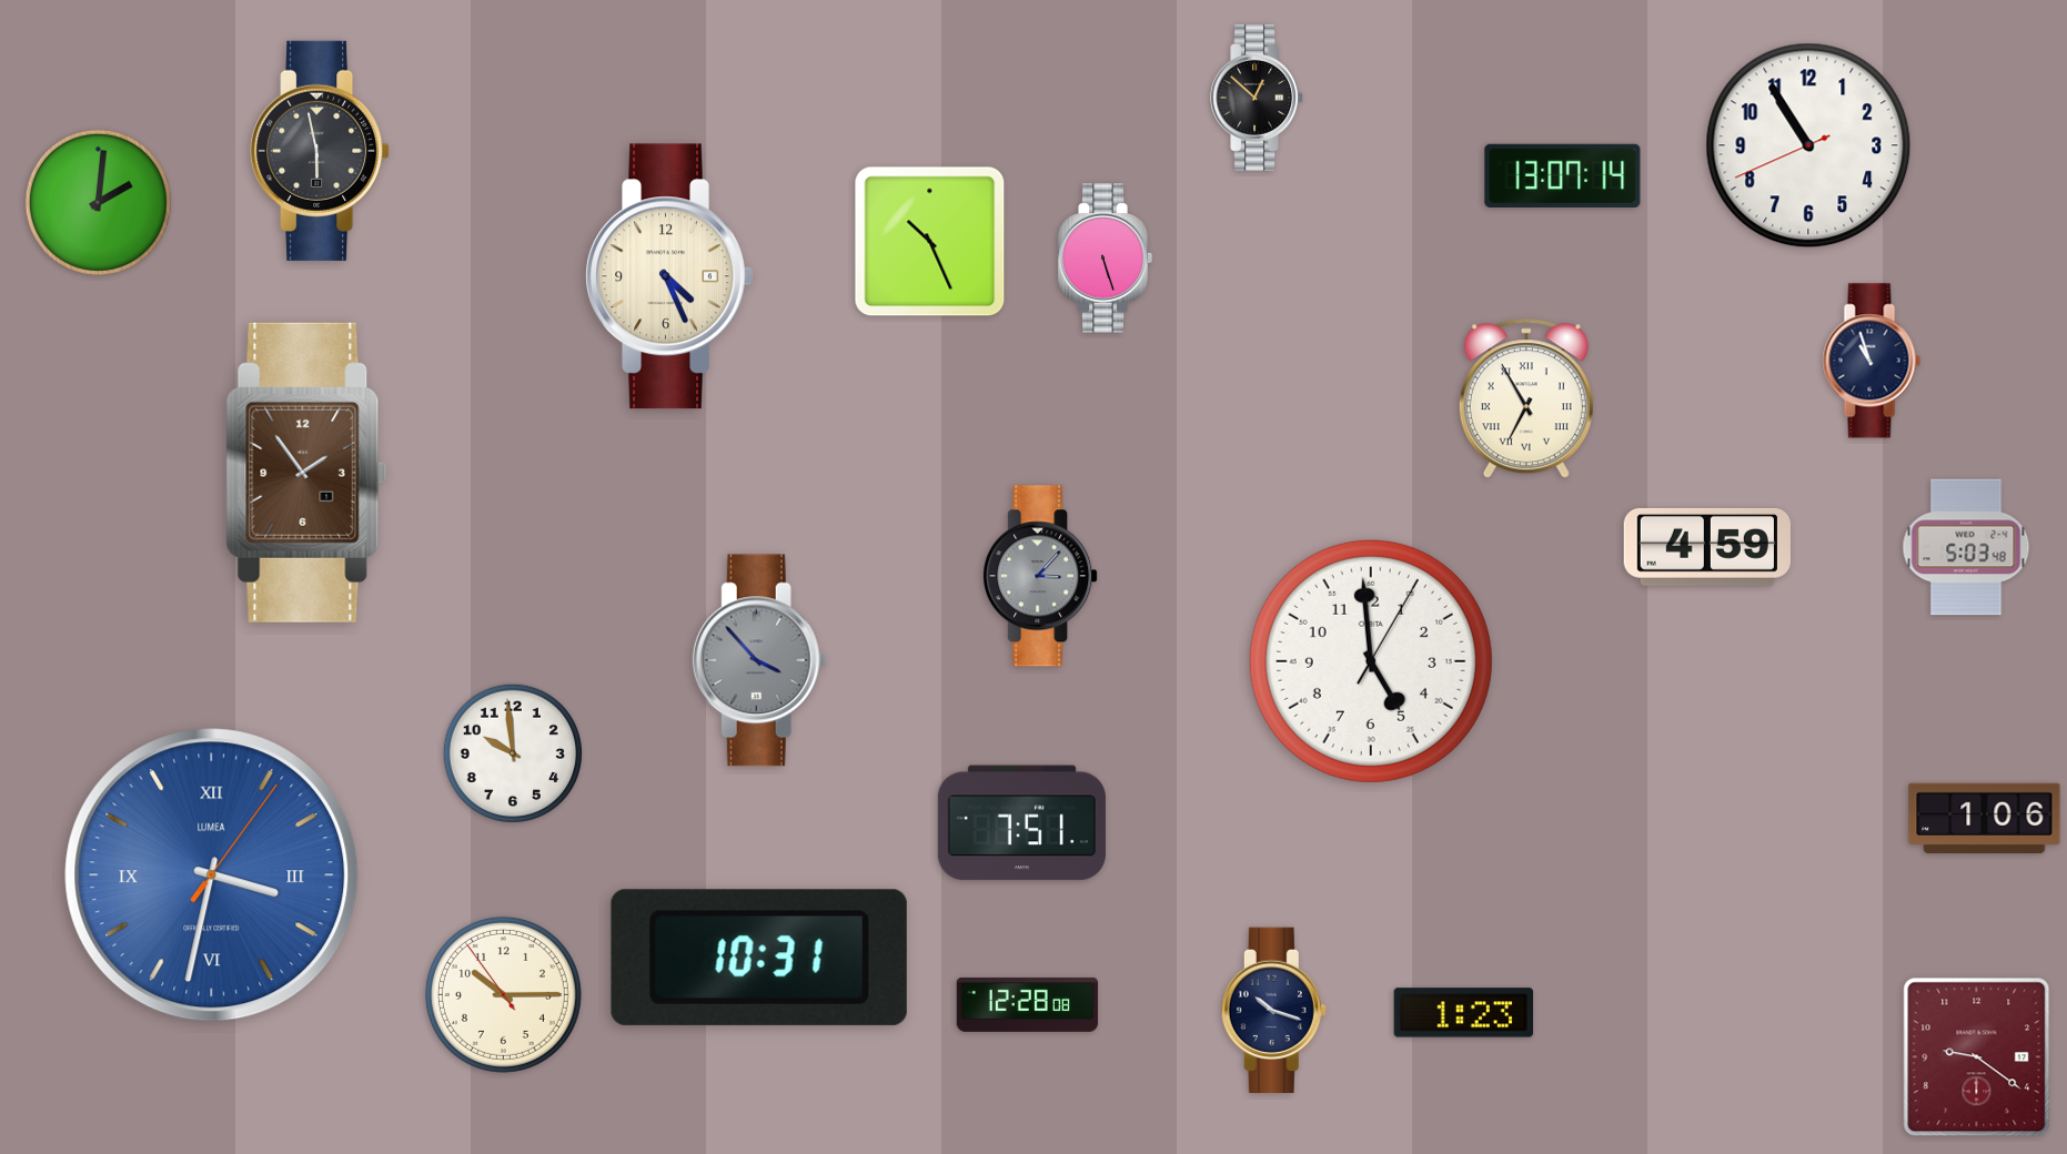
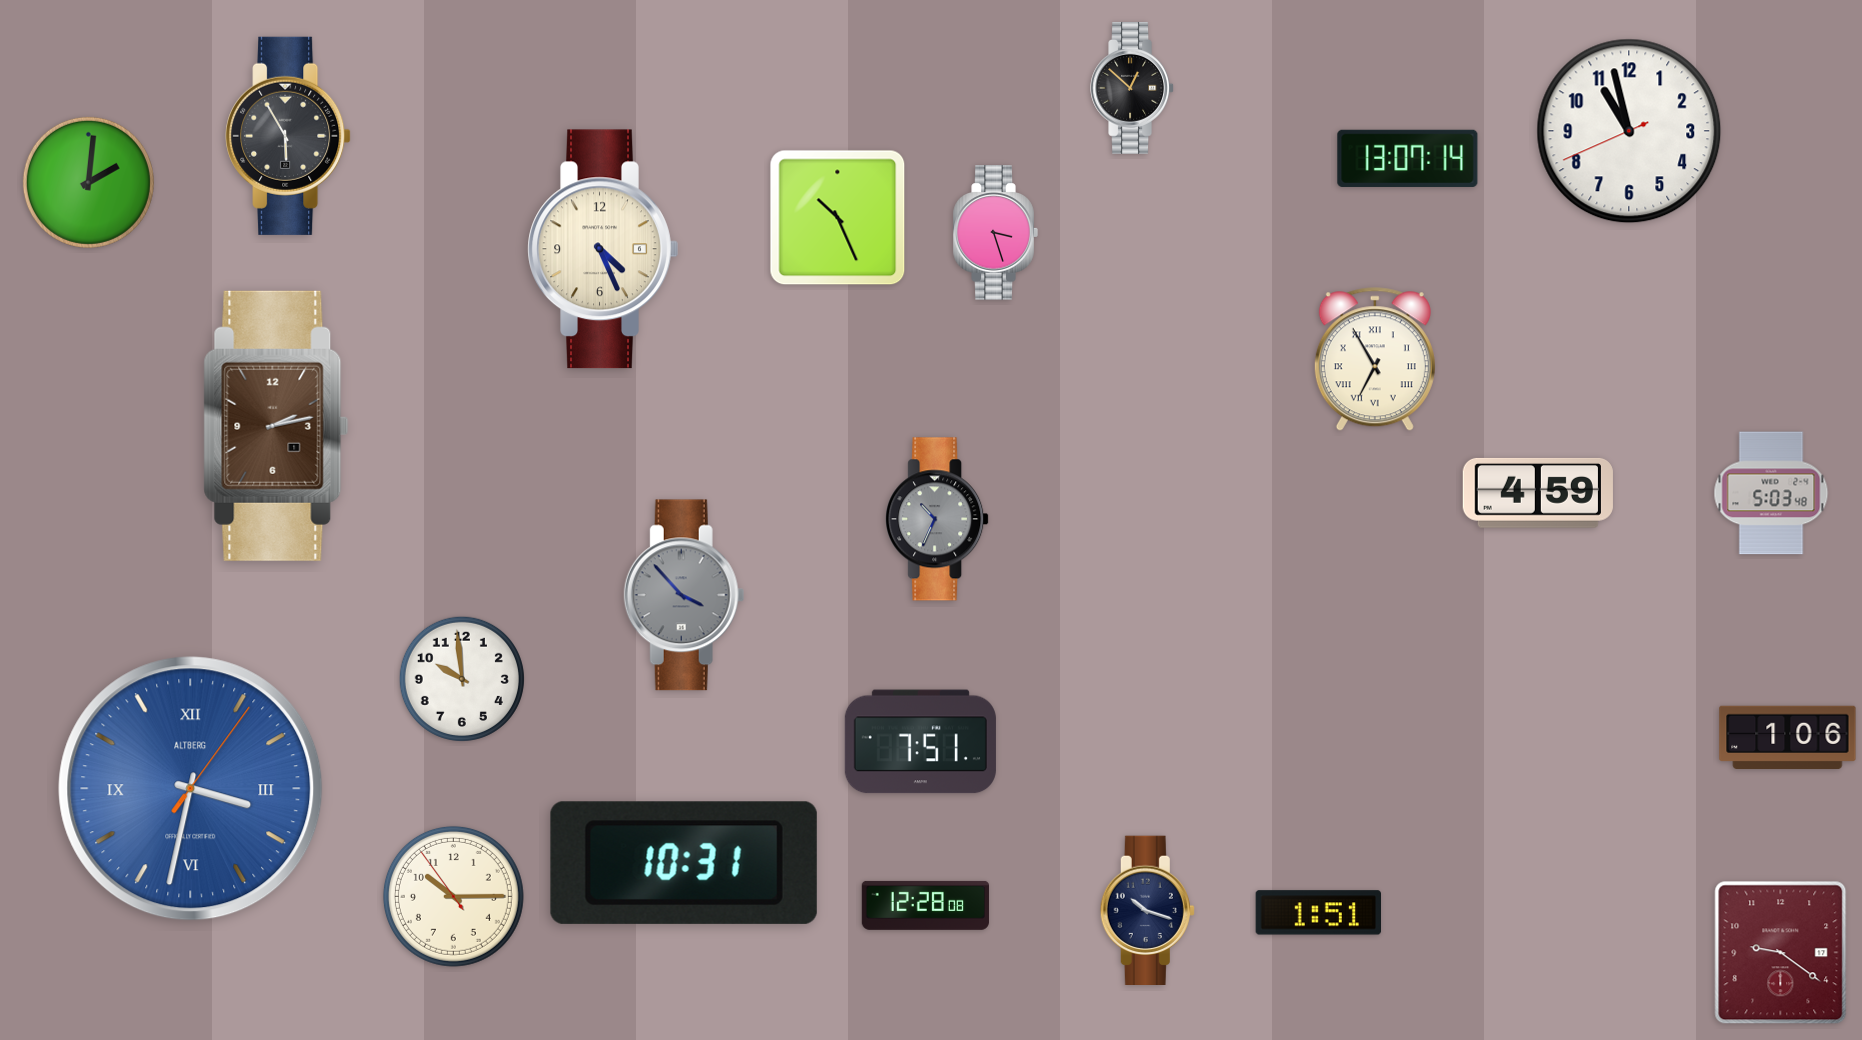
clock at (1808, 145): 10:54 -> 10:57
clock at (320, 151): 5:58 -> 5:55
clock at (1105, 259): 5:27 -> 3:27
clock at (1872, 361): 10:57 -> none
clock at (306, 473): 1:54 -> 2:13
clock at (1040, 576): 3:07 -> 10:34
clock at (1371, 661): 4:59 -> none
clock at (212, 875) brand: LUMEA -> ALTBERG
clock at (1463, 1013): 1:23 -> 1:51
